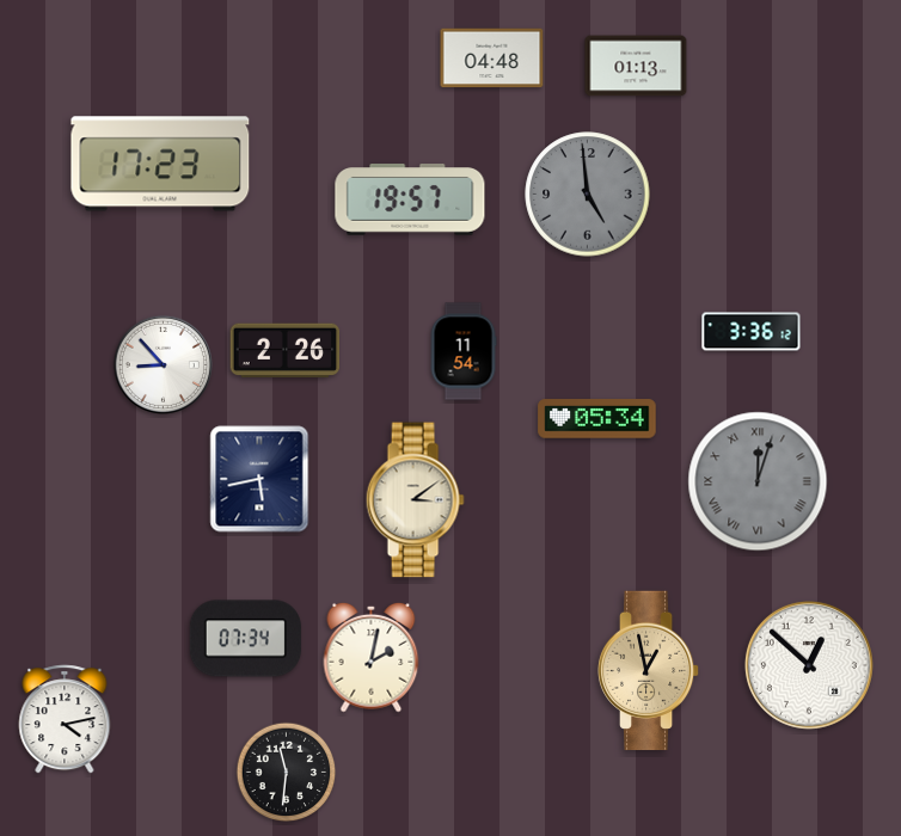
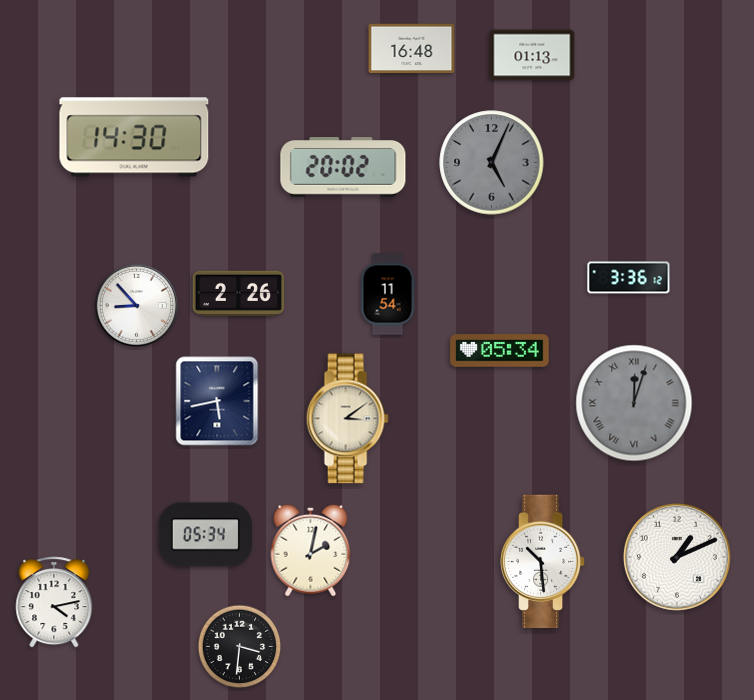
clock at (492, 59): 04:48 -> 16:48
clock at (160, 164): 17:23 -> 14:30
clock at (588, 195): 4:59 -> 5:04
clock at (410, 201): 19:57 -> 20:02
clock at (245, 639): 07:34 -> 05:34
clock at (809, 665): 12:52 -> 1:11
clock at (649, 671): 12:58 -> 10:29
clock at (649, 671) dial: champagne -> white
clock at (287, 773): 11:31 -> 3:31
